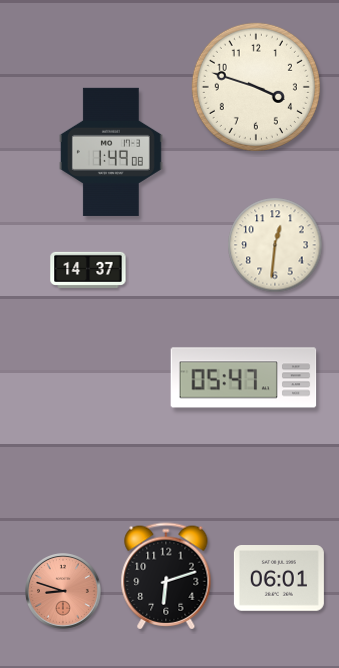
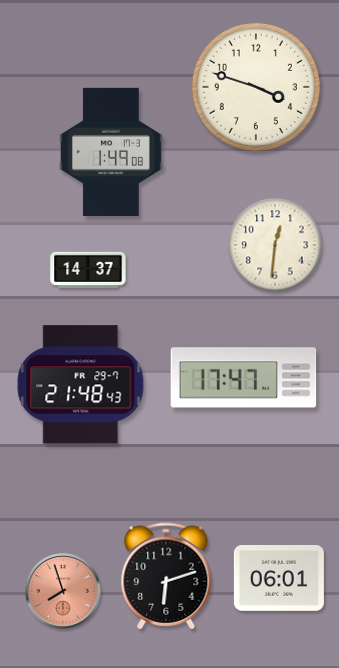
clock at (244, 378): 05:47 -> 17:47
clock at (81, 385): none -> 21:48
clock at (64, 592): 8:48 -> 7:57
